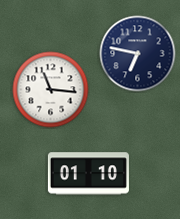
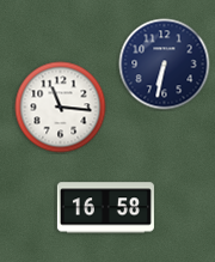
clock at (138, 54): 6:47 -> 6:32
clock at (88, 174): 01:10 -> 16:58
